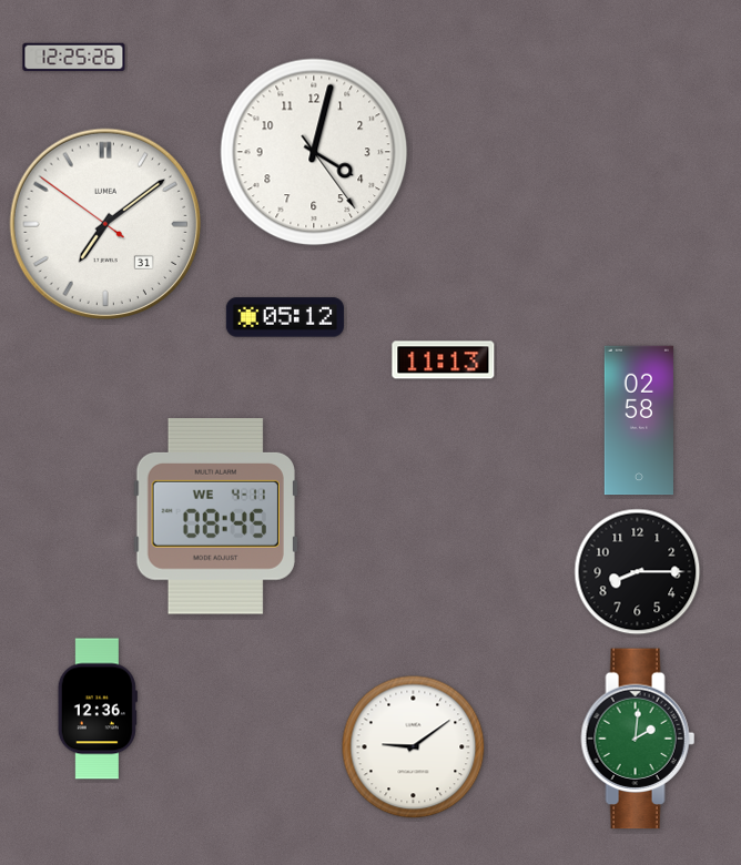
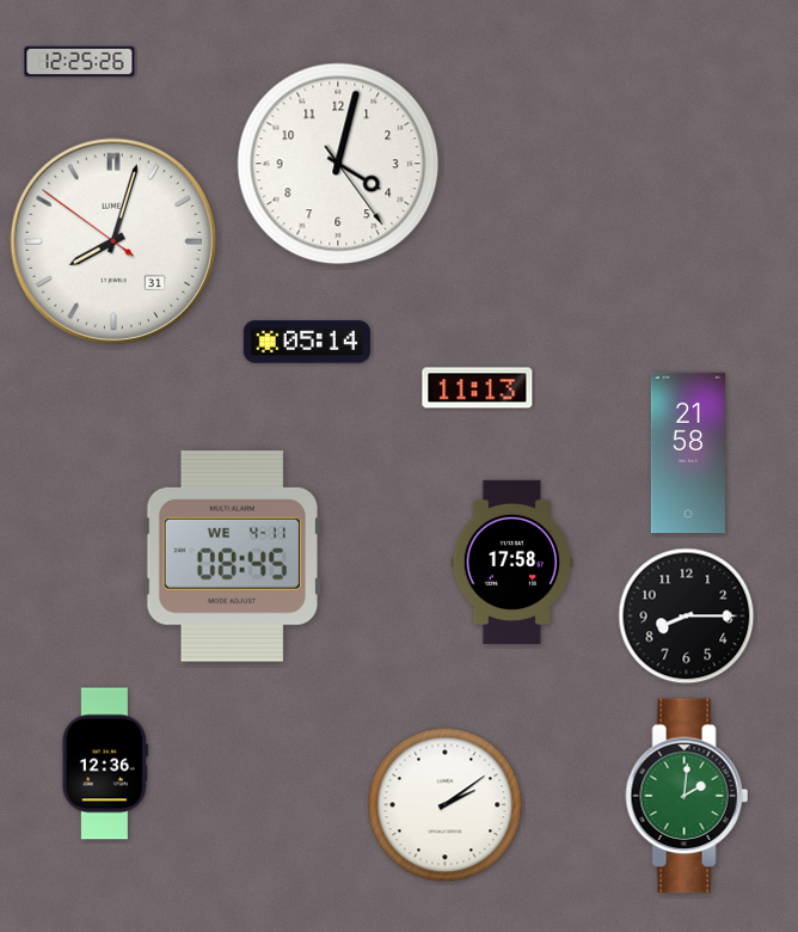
clock at (105, 224): 7:08 -> 8:02
clock at (285, 317): 05:12 -> 05:14
clock at (638, 420): 02:58 -> 21:58
clock at (512, 562): none -> 17:58
clock at (414, 747): 9:09 -> 2:09
